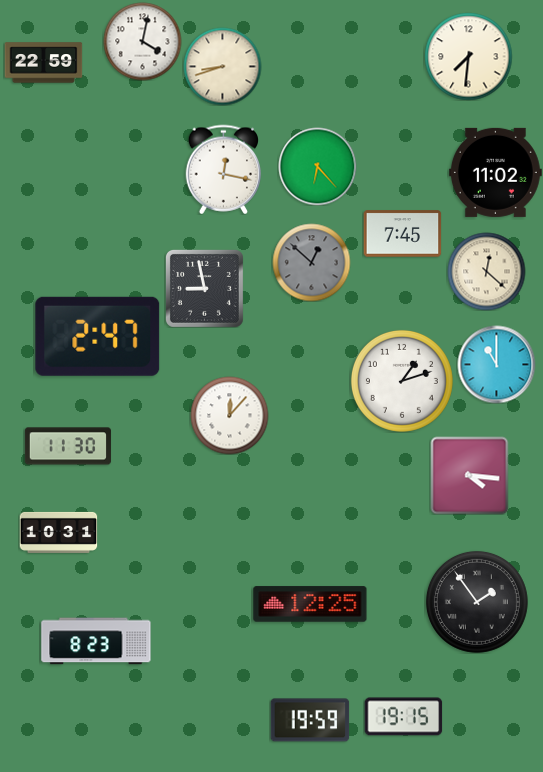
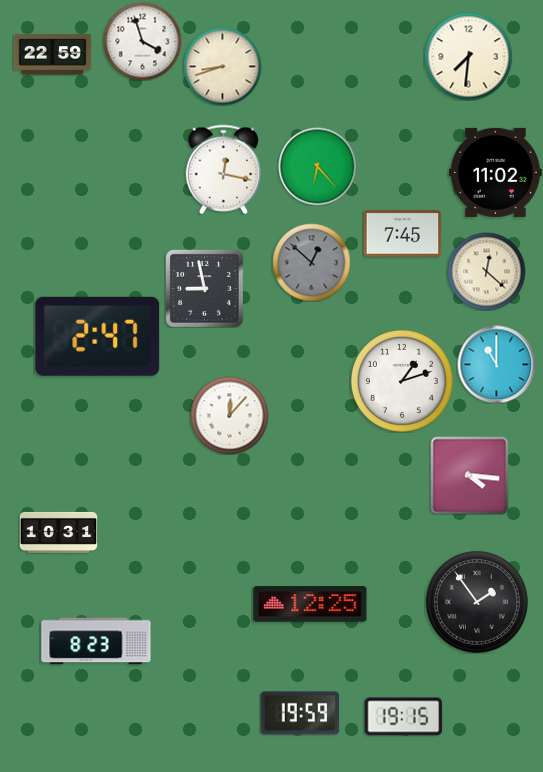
clock at (142, 41): 4:02 -> 3:57
clock at (43, 63) position: (43, 63) -> (52, 55)
clock at (68, 446): 11:30 -> none
clock at (310, 720) position: (310, 720) -> (300, 713)
